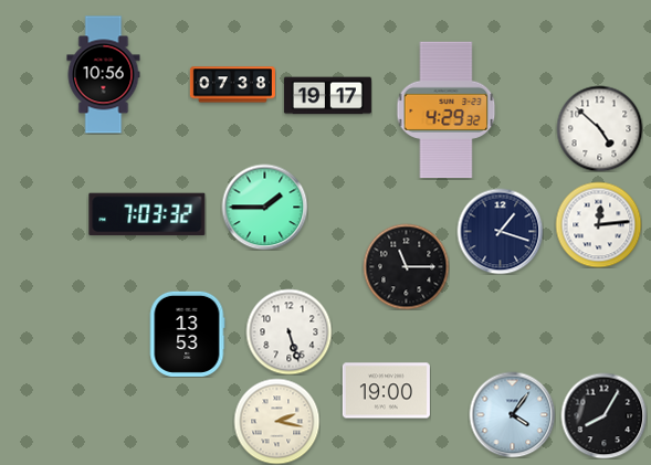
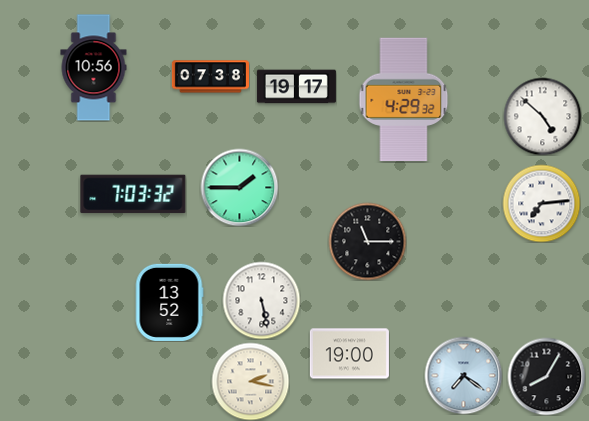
clock at (598, 224): 12:14 -> 7:14
clock at (500, 231): 1:18 -> none
clock at (288, 331): 5:27 -> 5:28
clock at (187, 334): 13:53 -> 13:52
clock at (512, 414): 4:06 -> 7:21
